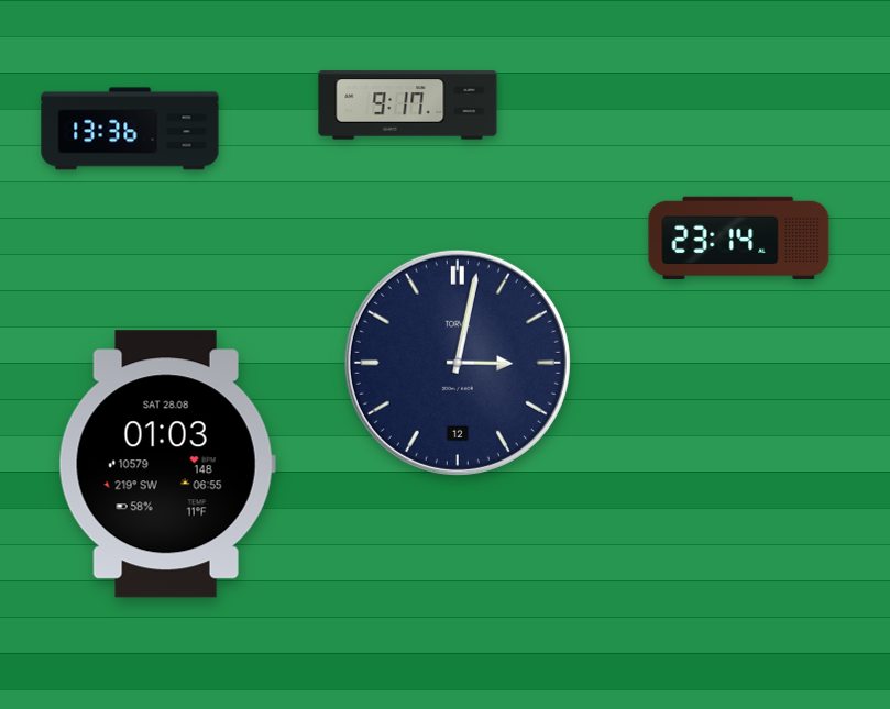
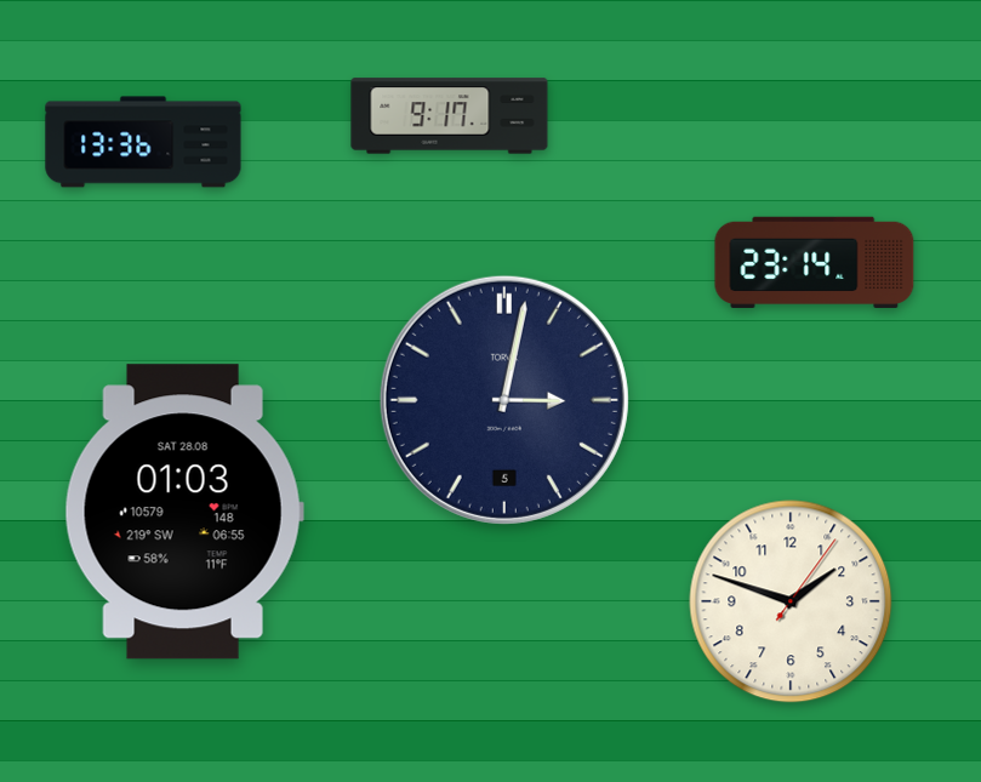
clock at (458, 363) date: 12 -> 5
clock at (791, 601): none -> 1:48
